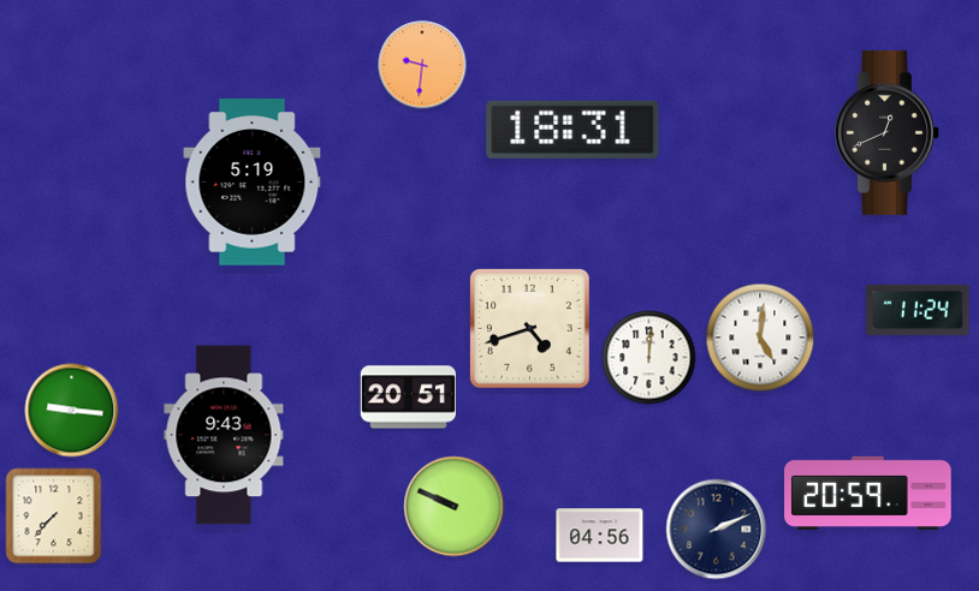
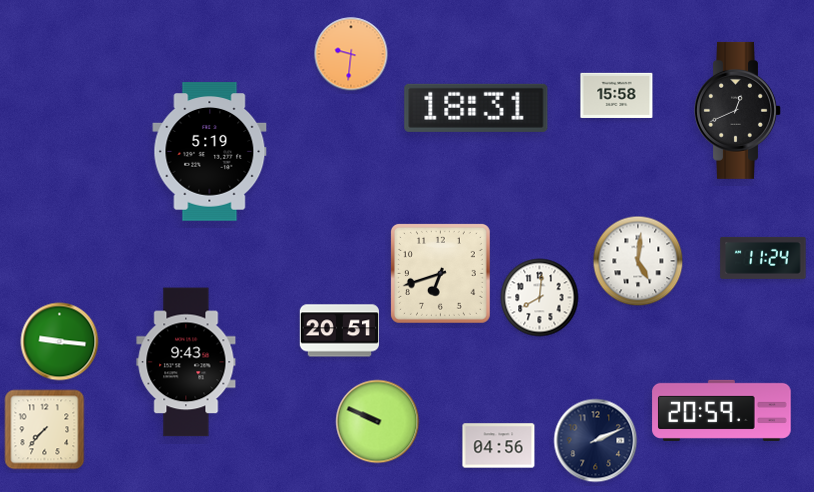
clock at (617, 95): none -> 15:58
clock at (529, 328): 4:42 -> 6:42
clock at (760, 338) position: (760, 338) -> (638, 261)
clock at (649, 358): 12:01 -> 8:01
